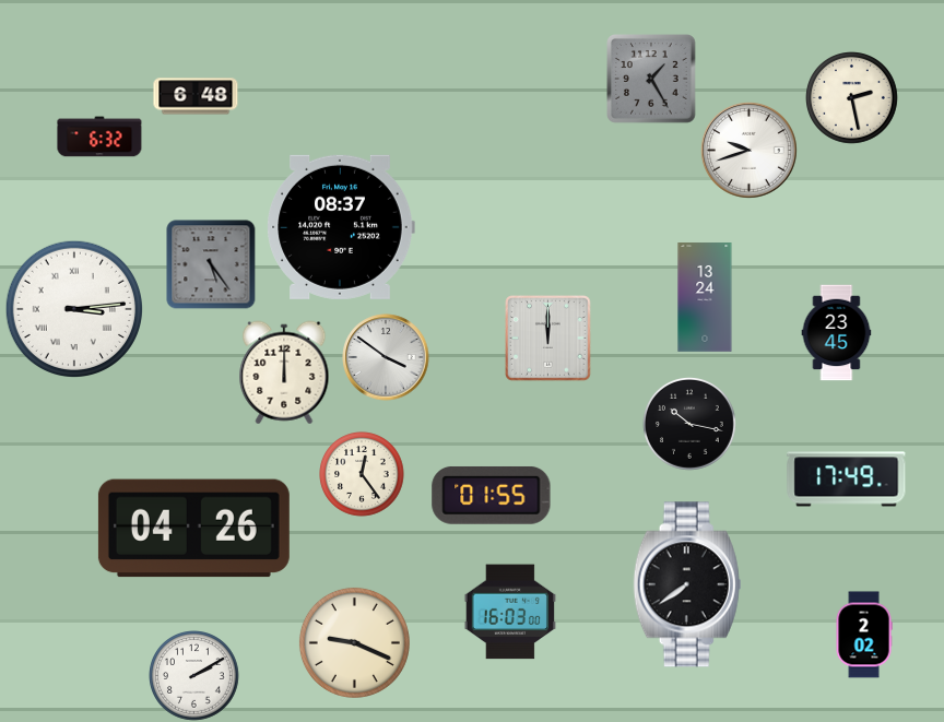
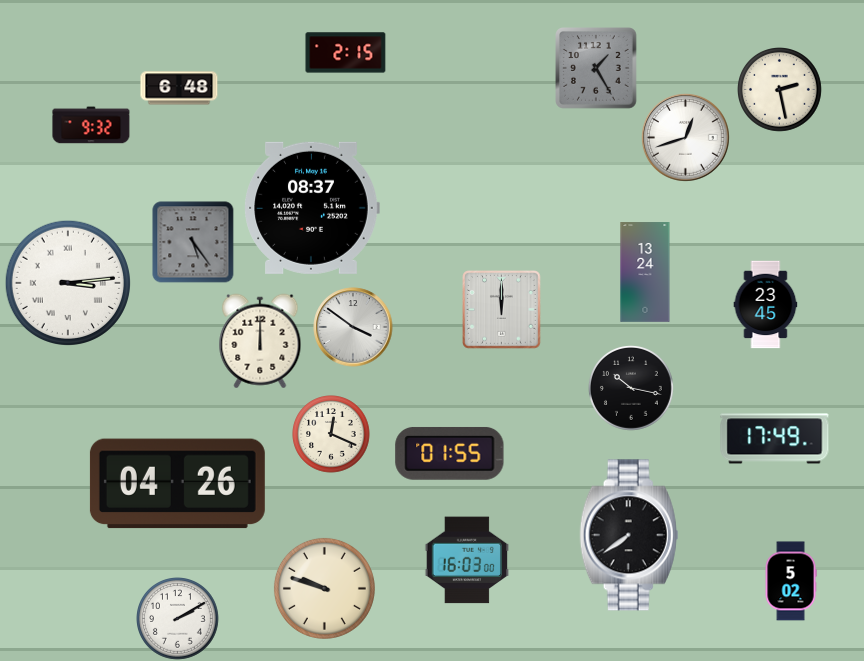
clock at (346, 53): none -> 2:15
clock at (652, 80) position: (652, 80) -> (597, 69)
clock at (99, 137): 6:32 -> 9:32
clock at (748, 150): 9:42 -> 12:42
clock at (362, 474): 12:24 -> 12:19
clock at (864, 635): 2:02 -> 5:02
clock at (354, 642): 9:19 -> 9:48
